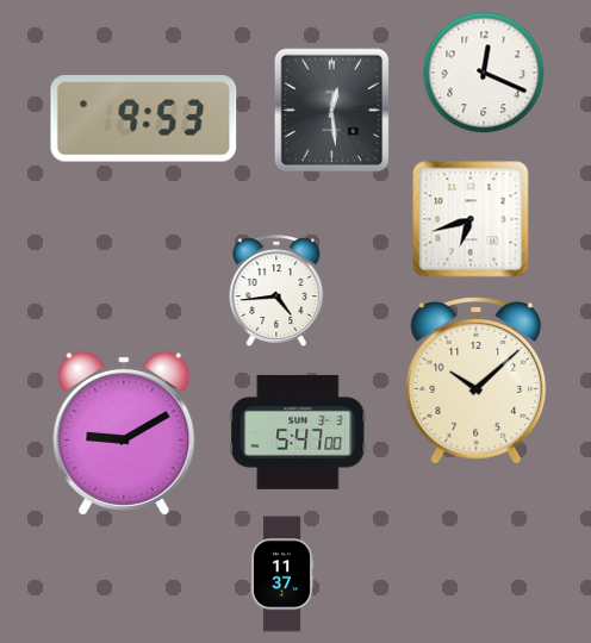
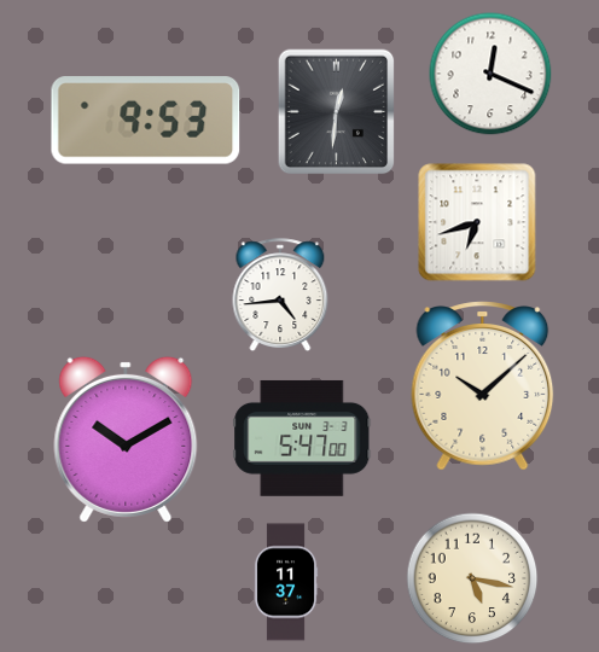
clock at (332, 111): 12:29 -> 12:31
clock at (124, 433): 9:10 -> 10:10
clock at (472, 578): none -> 5:17
